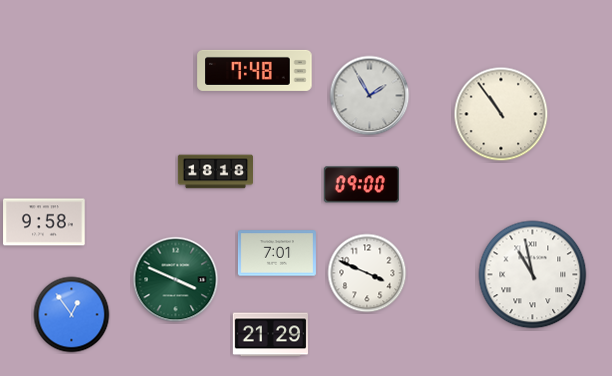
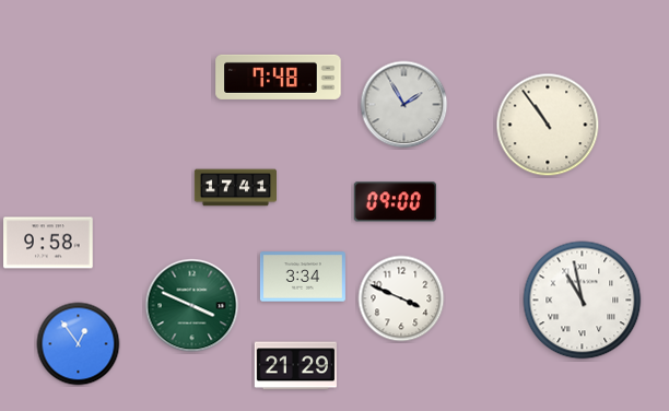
clock at (215, 172): 18:18 -> 17:41
clock at (277, 253): 7:01 -> 3:34
